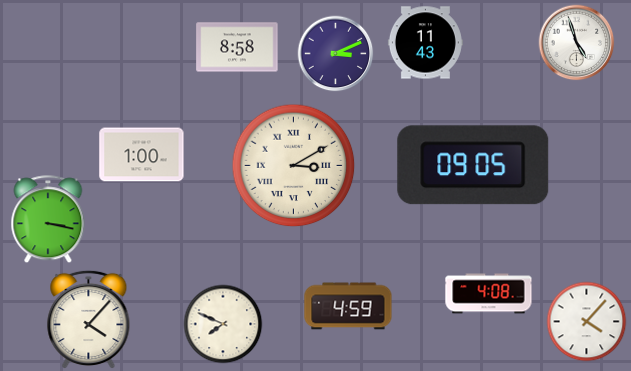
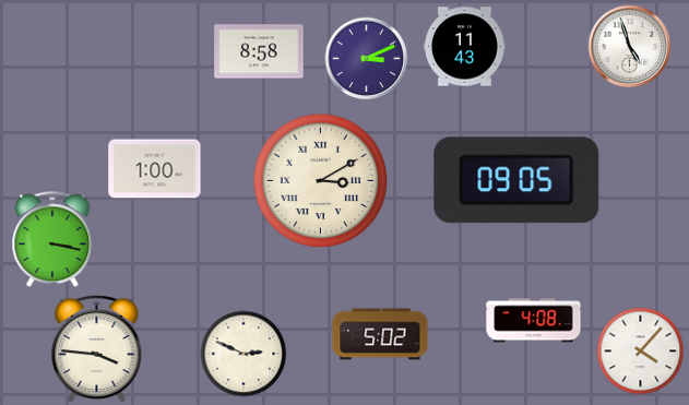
clock at (348, 306): 4:59 -> 5:02
clock at (89, 320): 4:07 -> 3:46
clock at (223, 324): 7:49 -> 2:49
